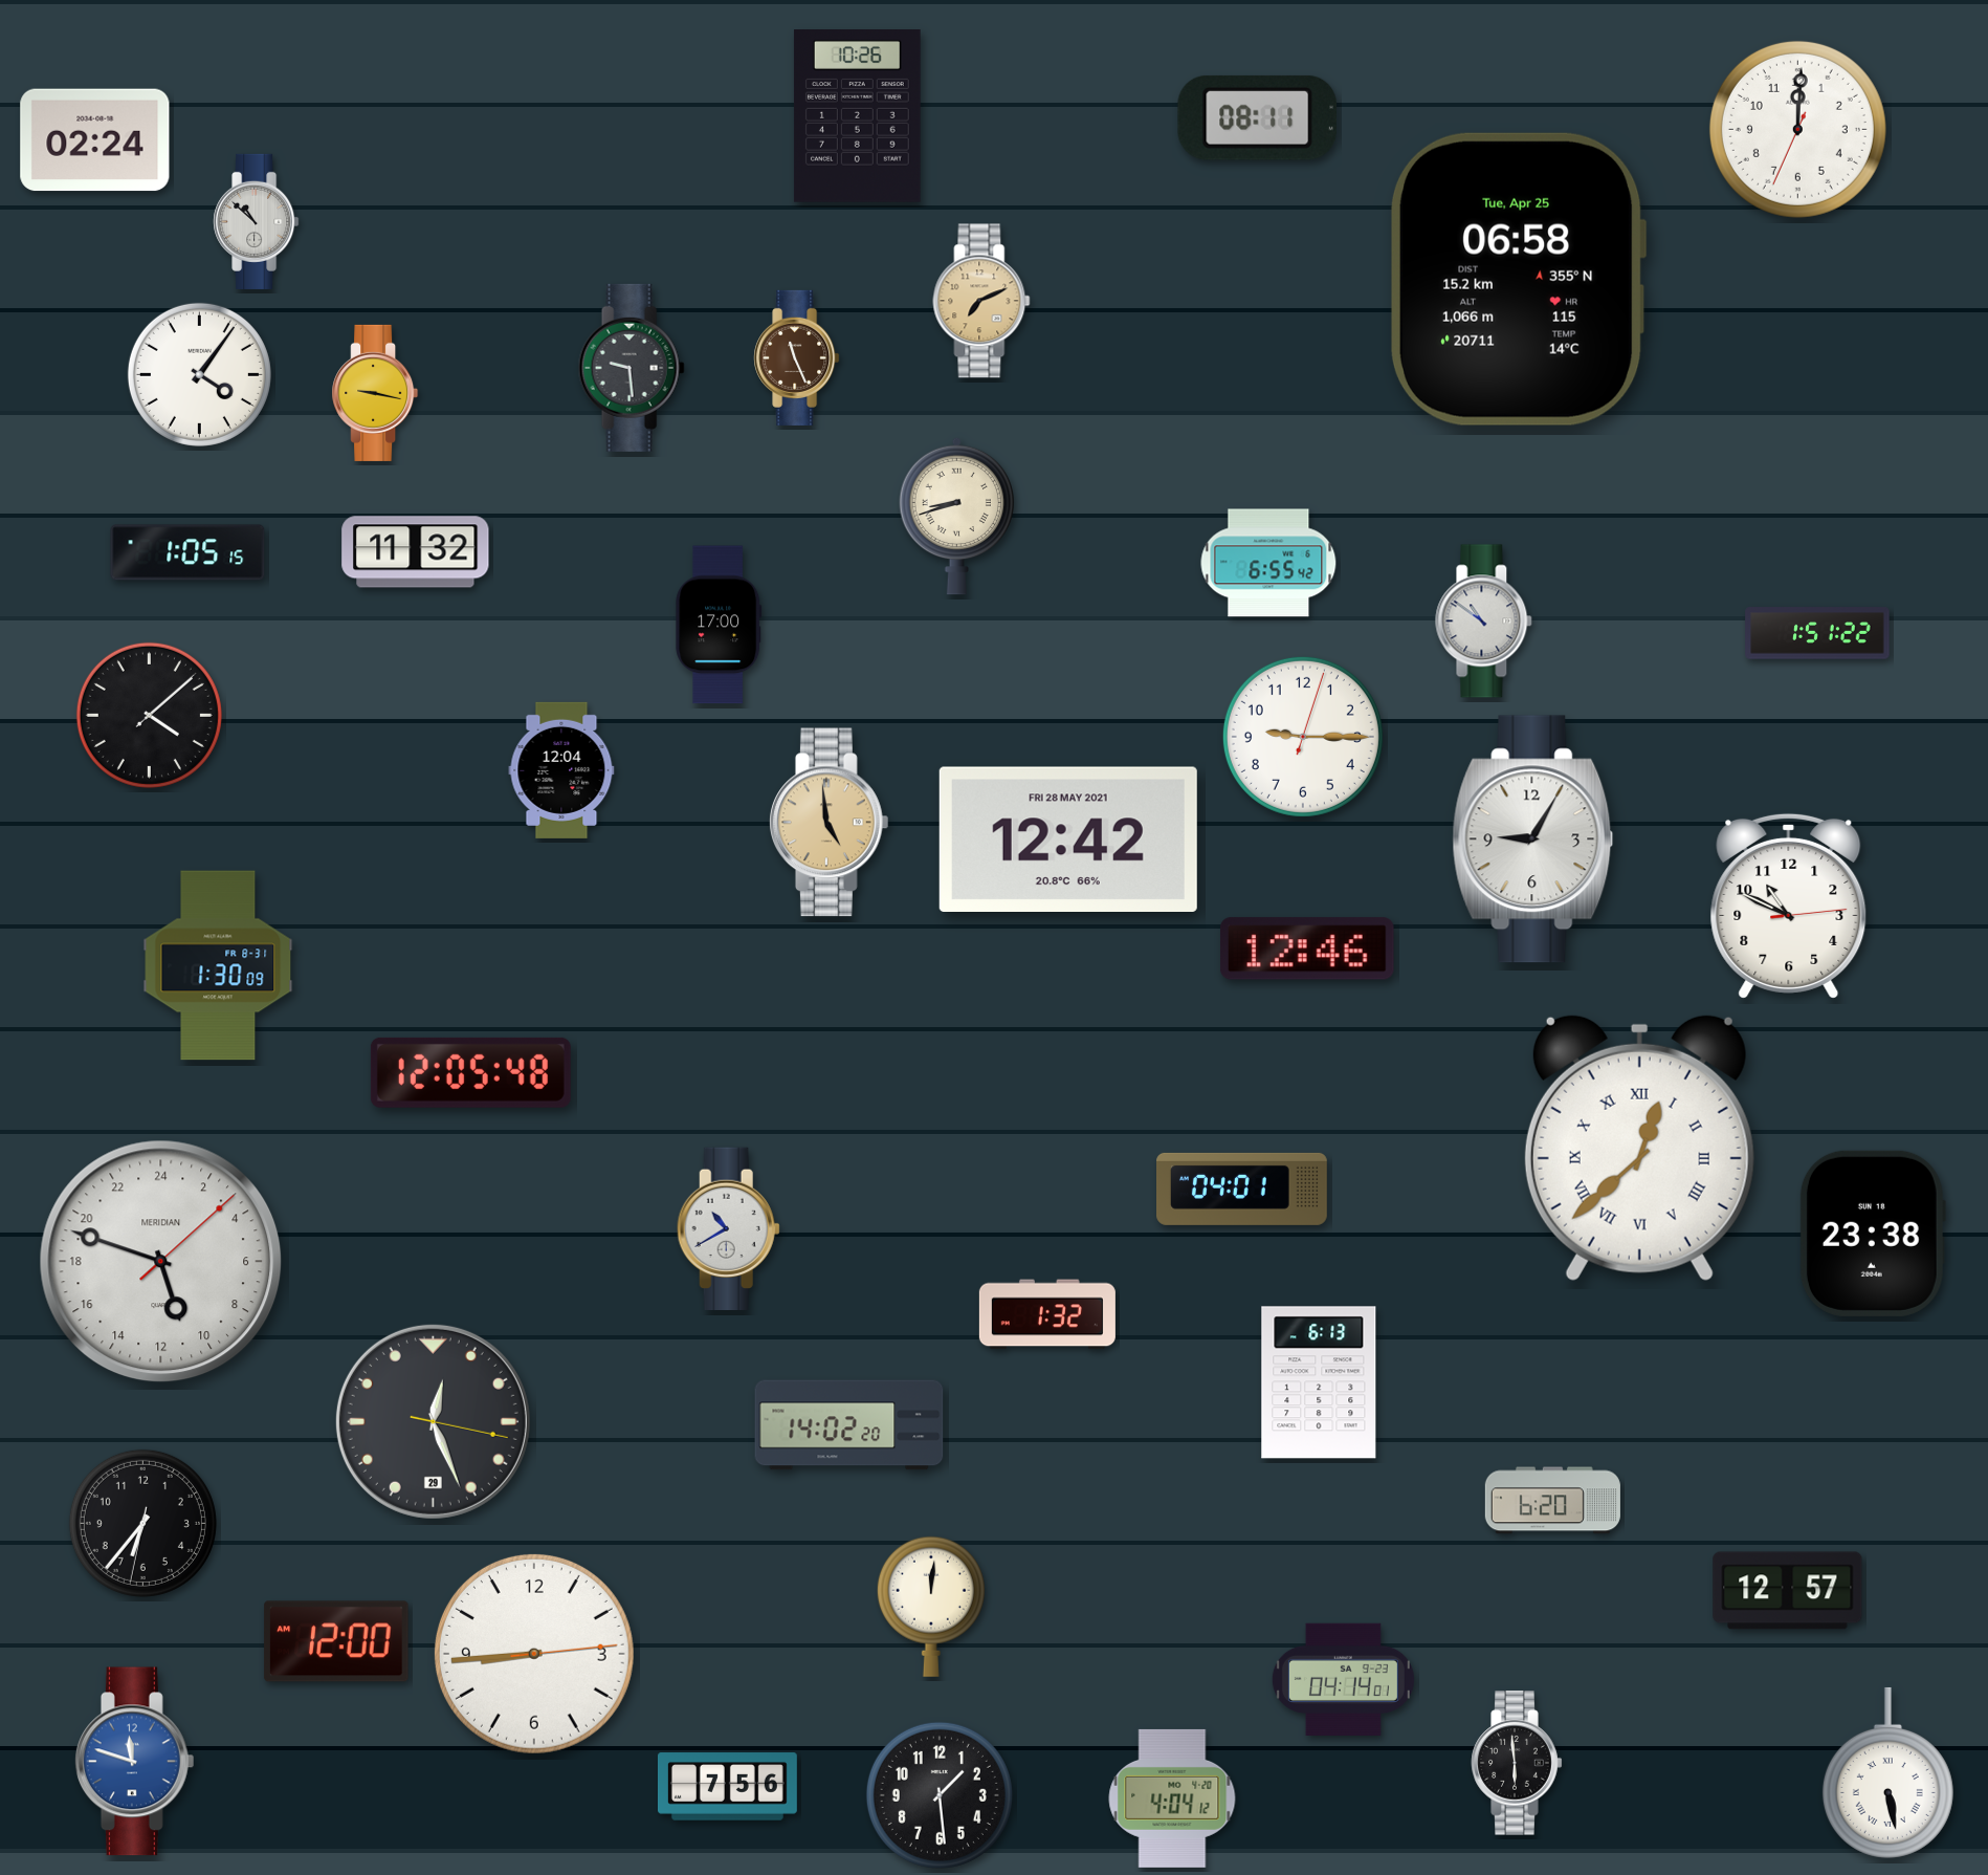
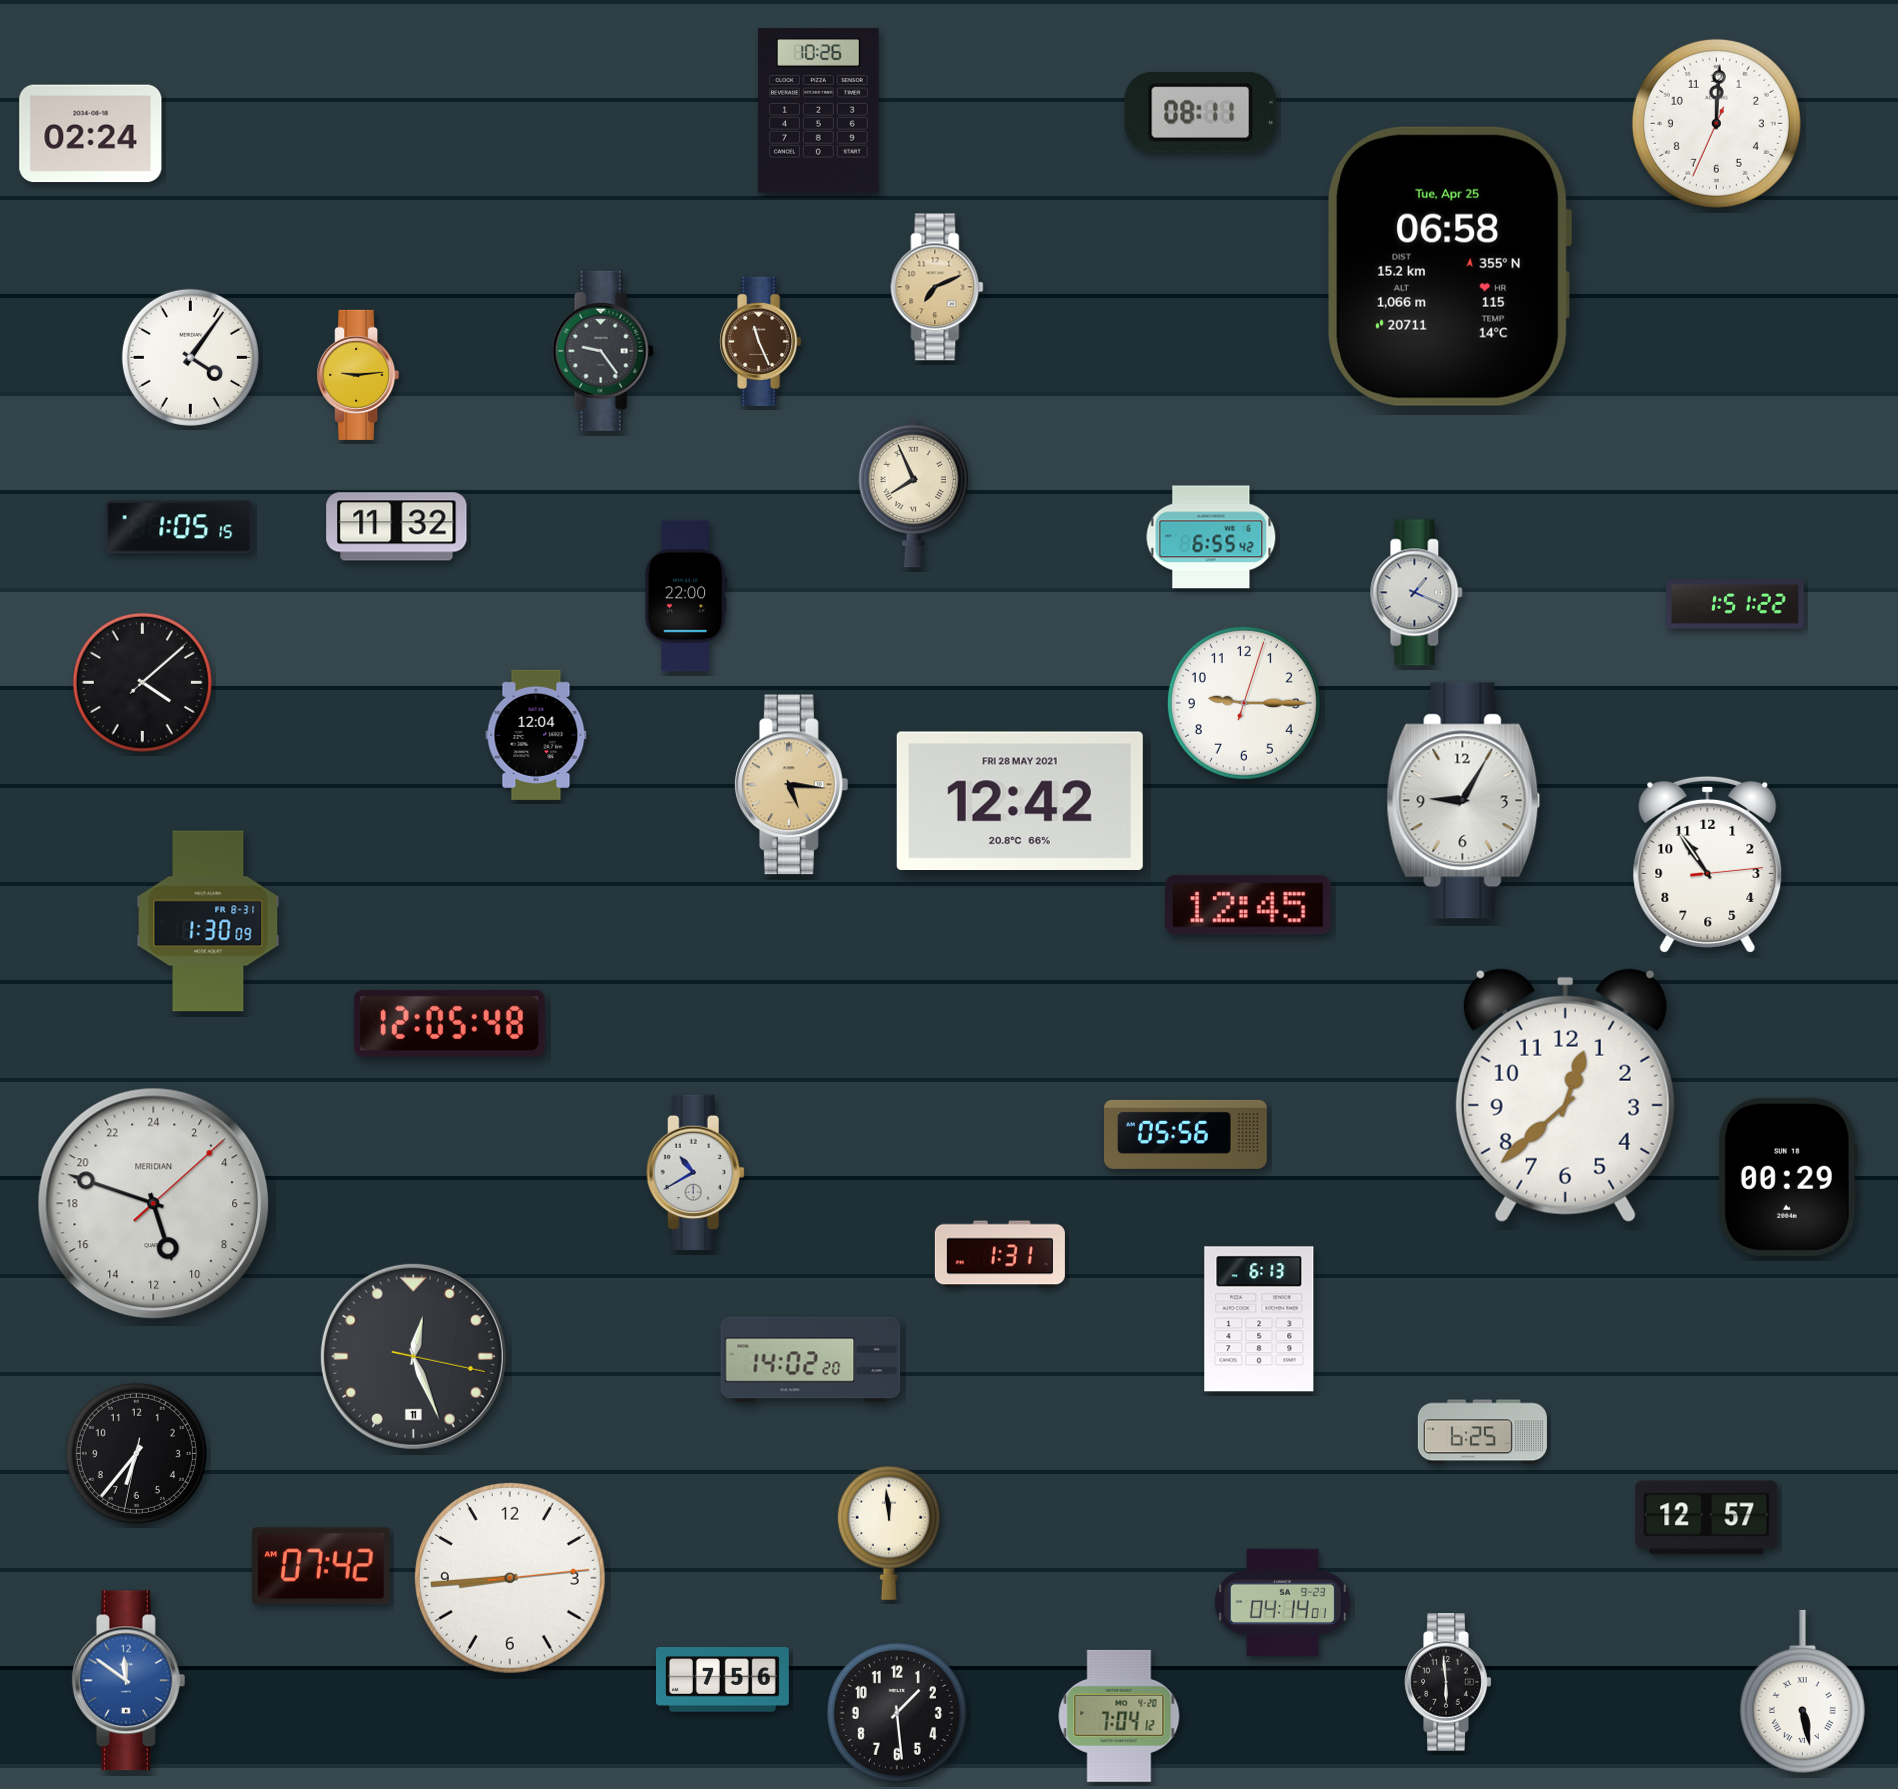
clock at (257, 221): 10:52 -> none
clock at (632, 368): 9:29 -> 9:24
clock at (375, 393): 9:17 -> 9:14
clock at (957, 516): 8:42 -> 7:56
clock at (1484, 622): 10:51 -> 1:19
clock at (719, 625): 17:00 -> 22:00
clock at (830, 823): 4:59 -> 5:16
clock at (1789, 906): 10:49 -> 10:54
clock at (1308, 949): 12:46 -> 12:45
clock at (1639, 1148) numerals: Roman -> Arabic
clock at (1242, 1189): 04:01 -> 05:56
clock at (1873, 1234): 23:38 -> 00:29
clock at (1047, 1314): 1:32 -> 1:31
clock at (433, 1421) date: 29 -> 11
clock at (1552, 1501): 6:20 -> 6:25
clock at (931, 1607): 12:01 -> 11:59
clock at (336, 1641): 12:00 -> 07:42
clock at (135, 1762): 11:48 -> 11:51
clock at (727, 1787) position: (727, 1787) -> (722, 1680)
clock at (1172, 1798): 4:04 -> 7:04
